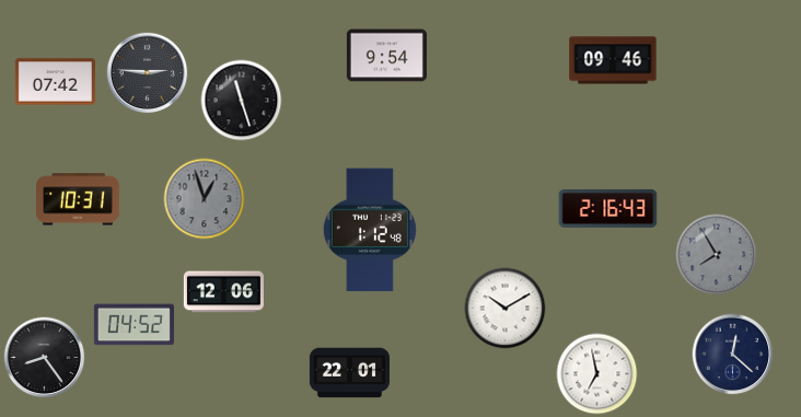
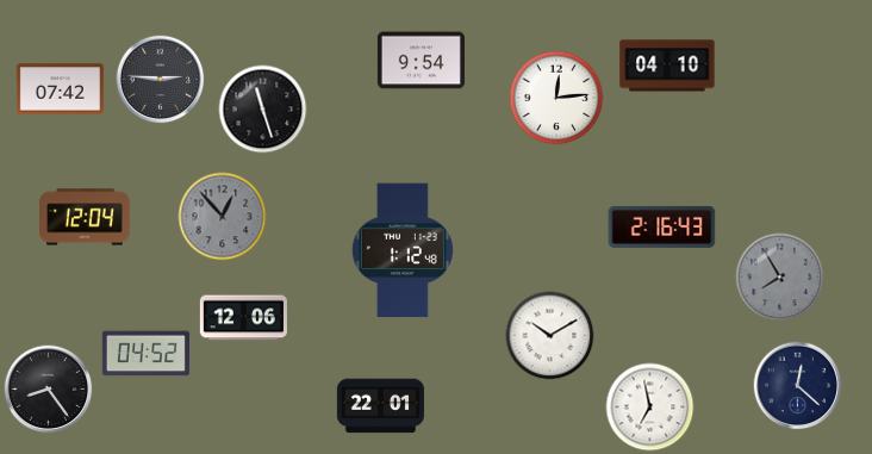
clock at (613, 60): 09:46 -> 04:10
clock at (556, 98): none -> 12:14
clock at (79, 199): 10:31 -> 12:04
clock at (205, 199): 12:57 -> 12:53
